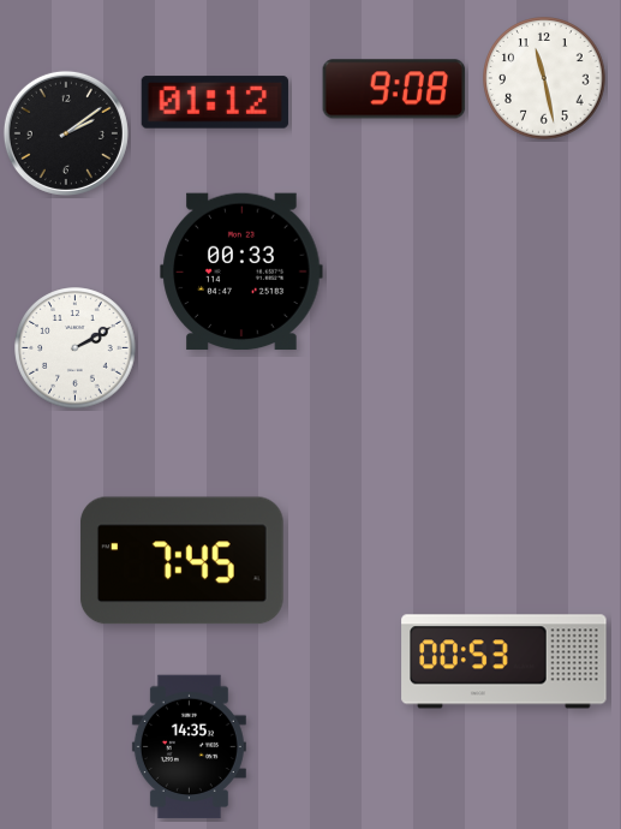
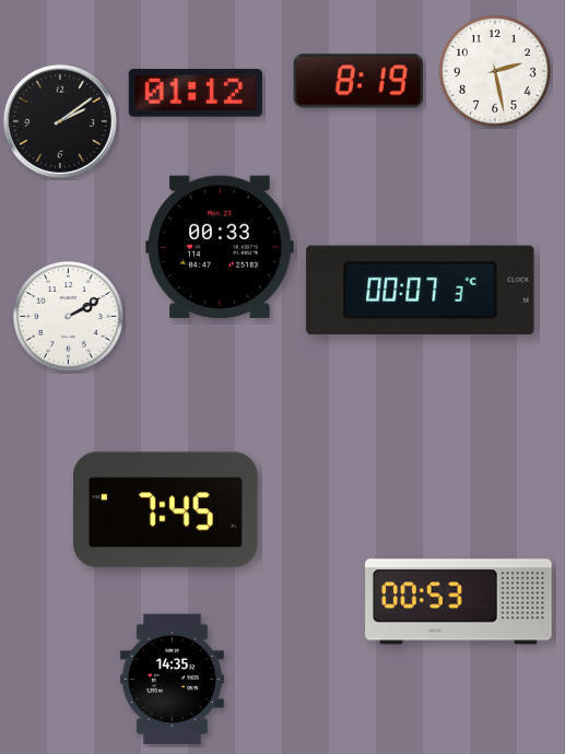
clock at (544, 78): 11:28 -> 2:28
clock at (394, 89): 9:08 -> 8:19
clock at (421, 290): none -> 00:07
